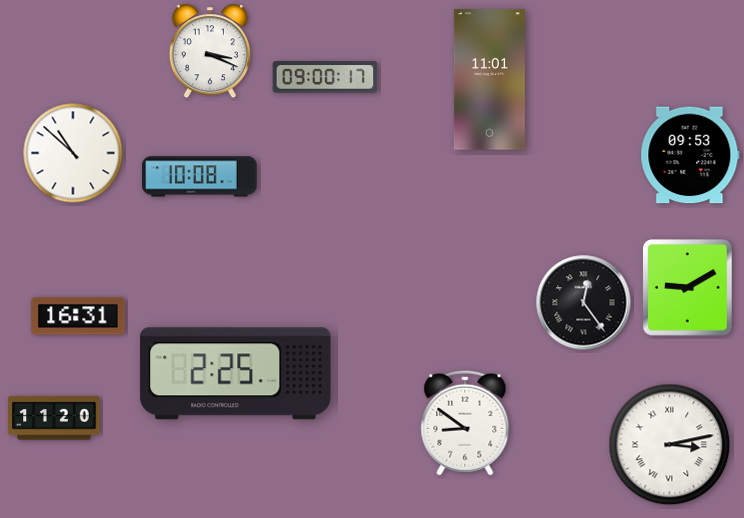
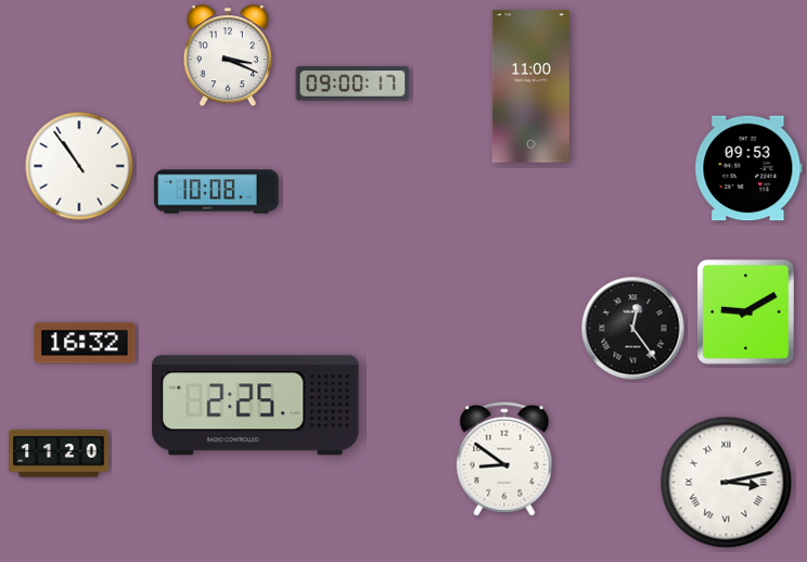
clock at (489, 80): 11:01 -> 11:00
clock at (73, 153): 10:52 -> 10:54
clock at (78, 316): 16:31 -> 16:32
